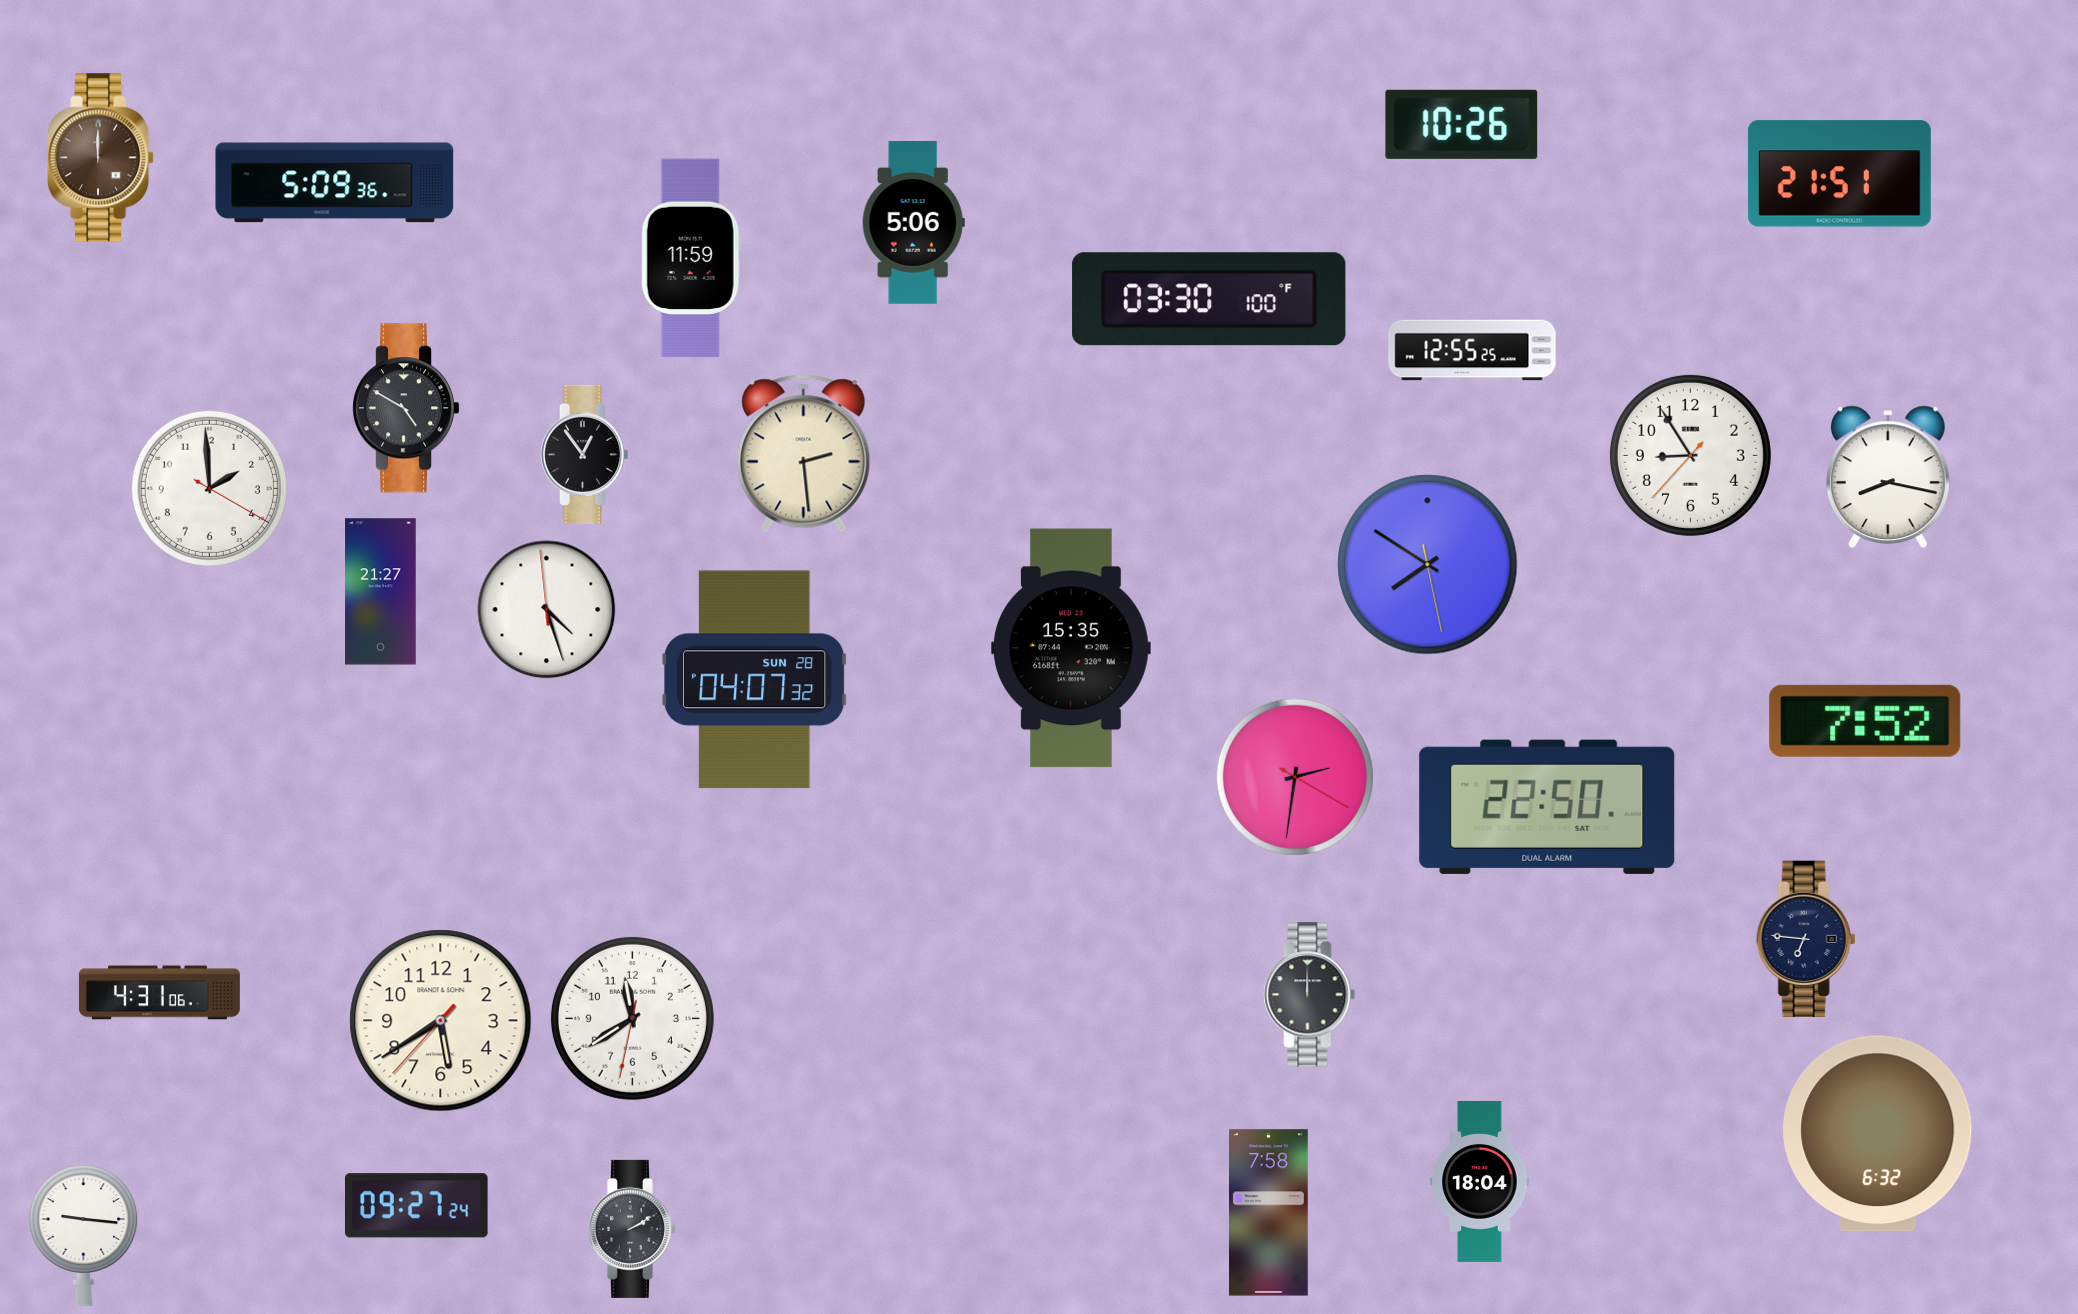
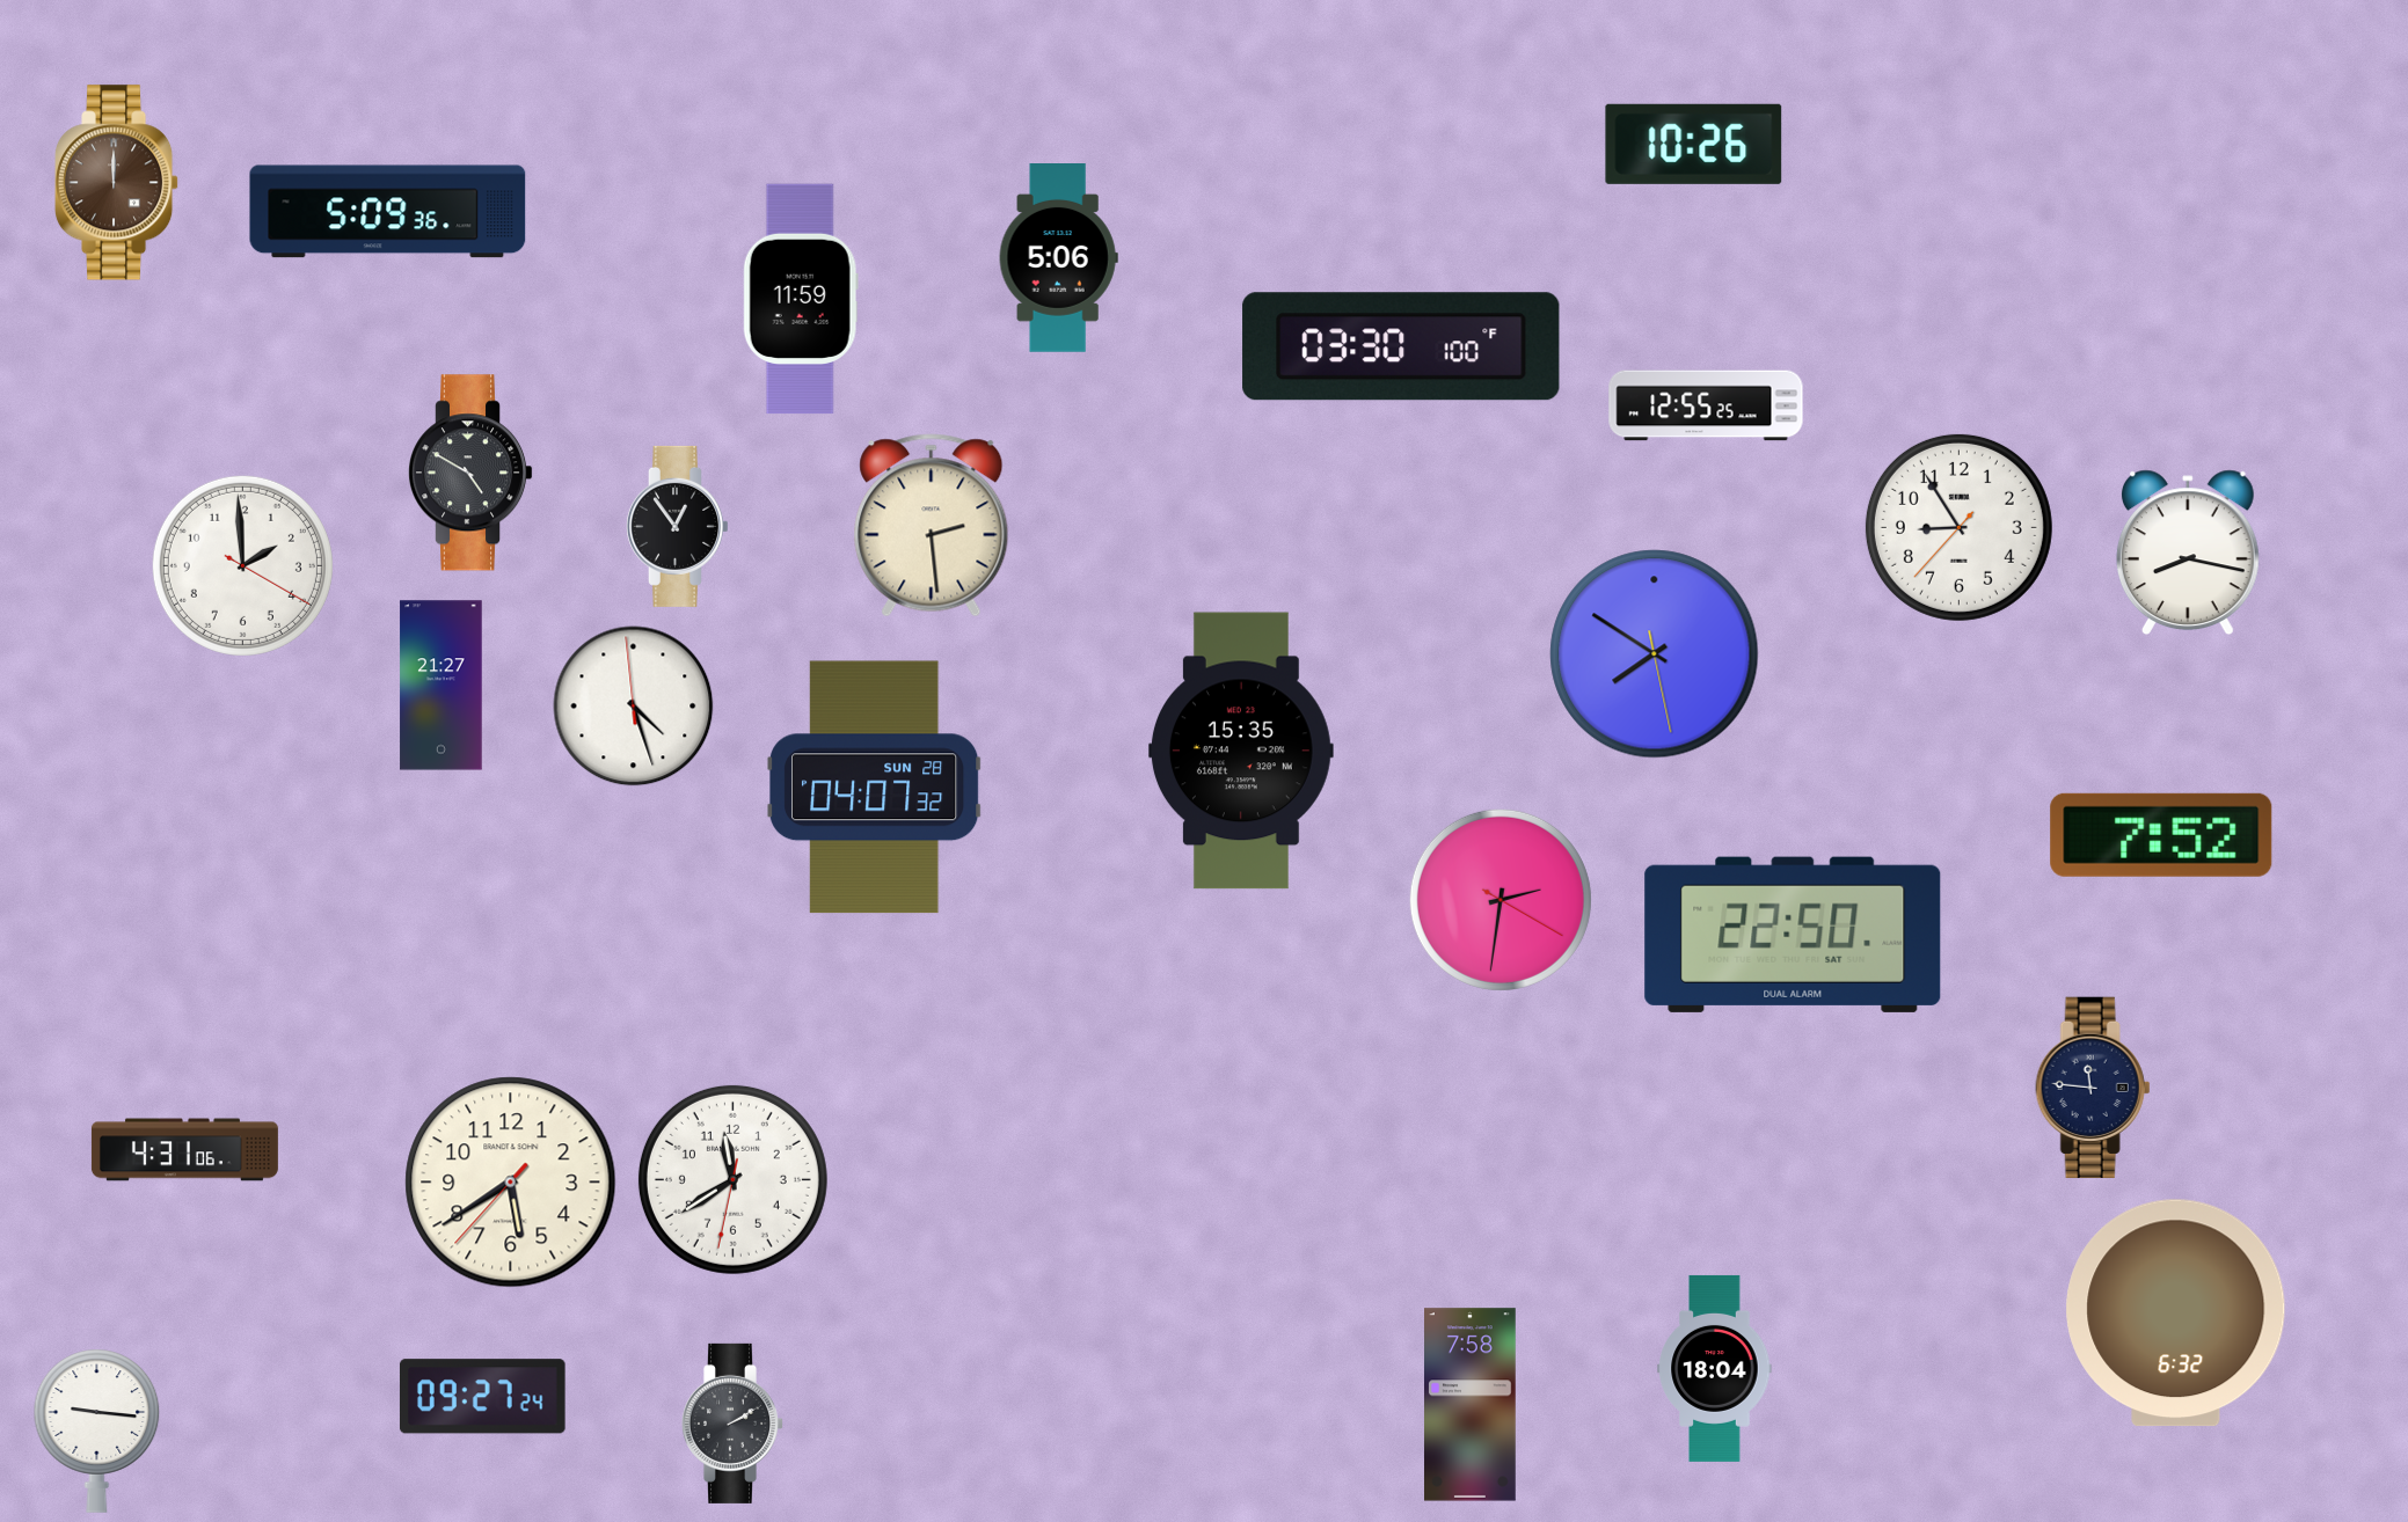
clock at (1839, 174): 21:51 -> none
clock at (1806, 939): 6:46 -> 11:46
clock at (1310, 995): 12:00 -> none
